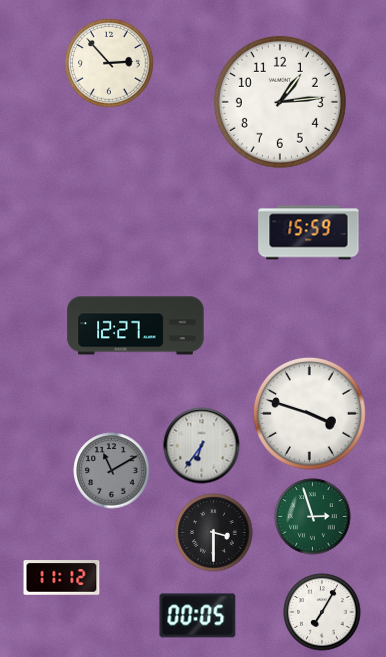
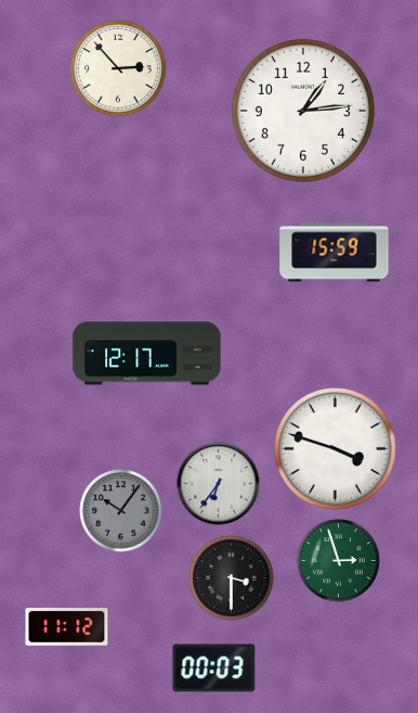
clock at (136, 326): 12:27 -> 12:17
clock at (112, 471): 11:10 -> 10:06
clock at (322, 612): 7:05 -> none
clock at (198, 616): 00:05 -> 00:03
